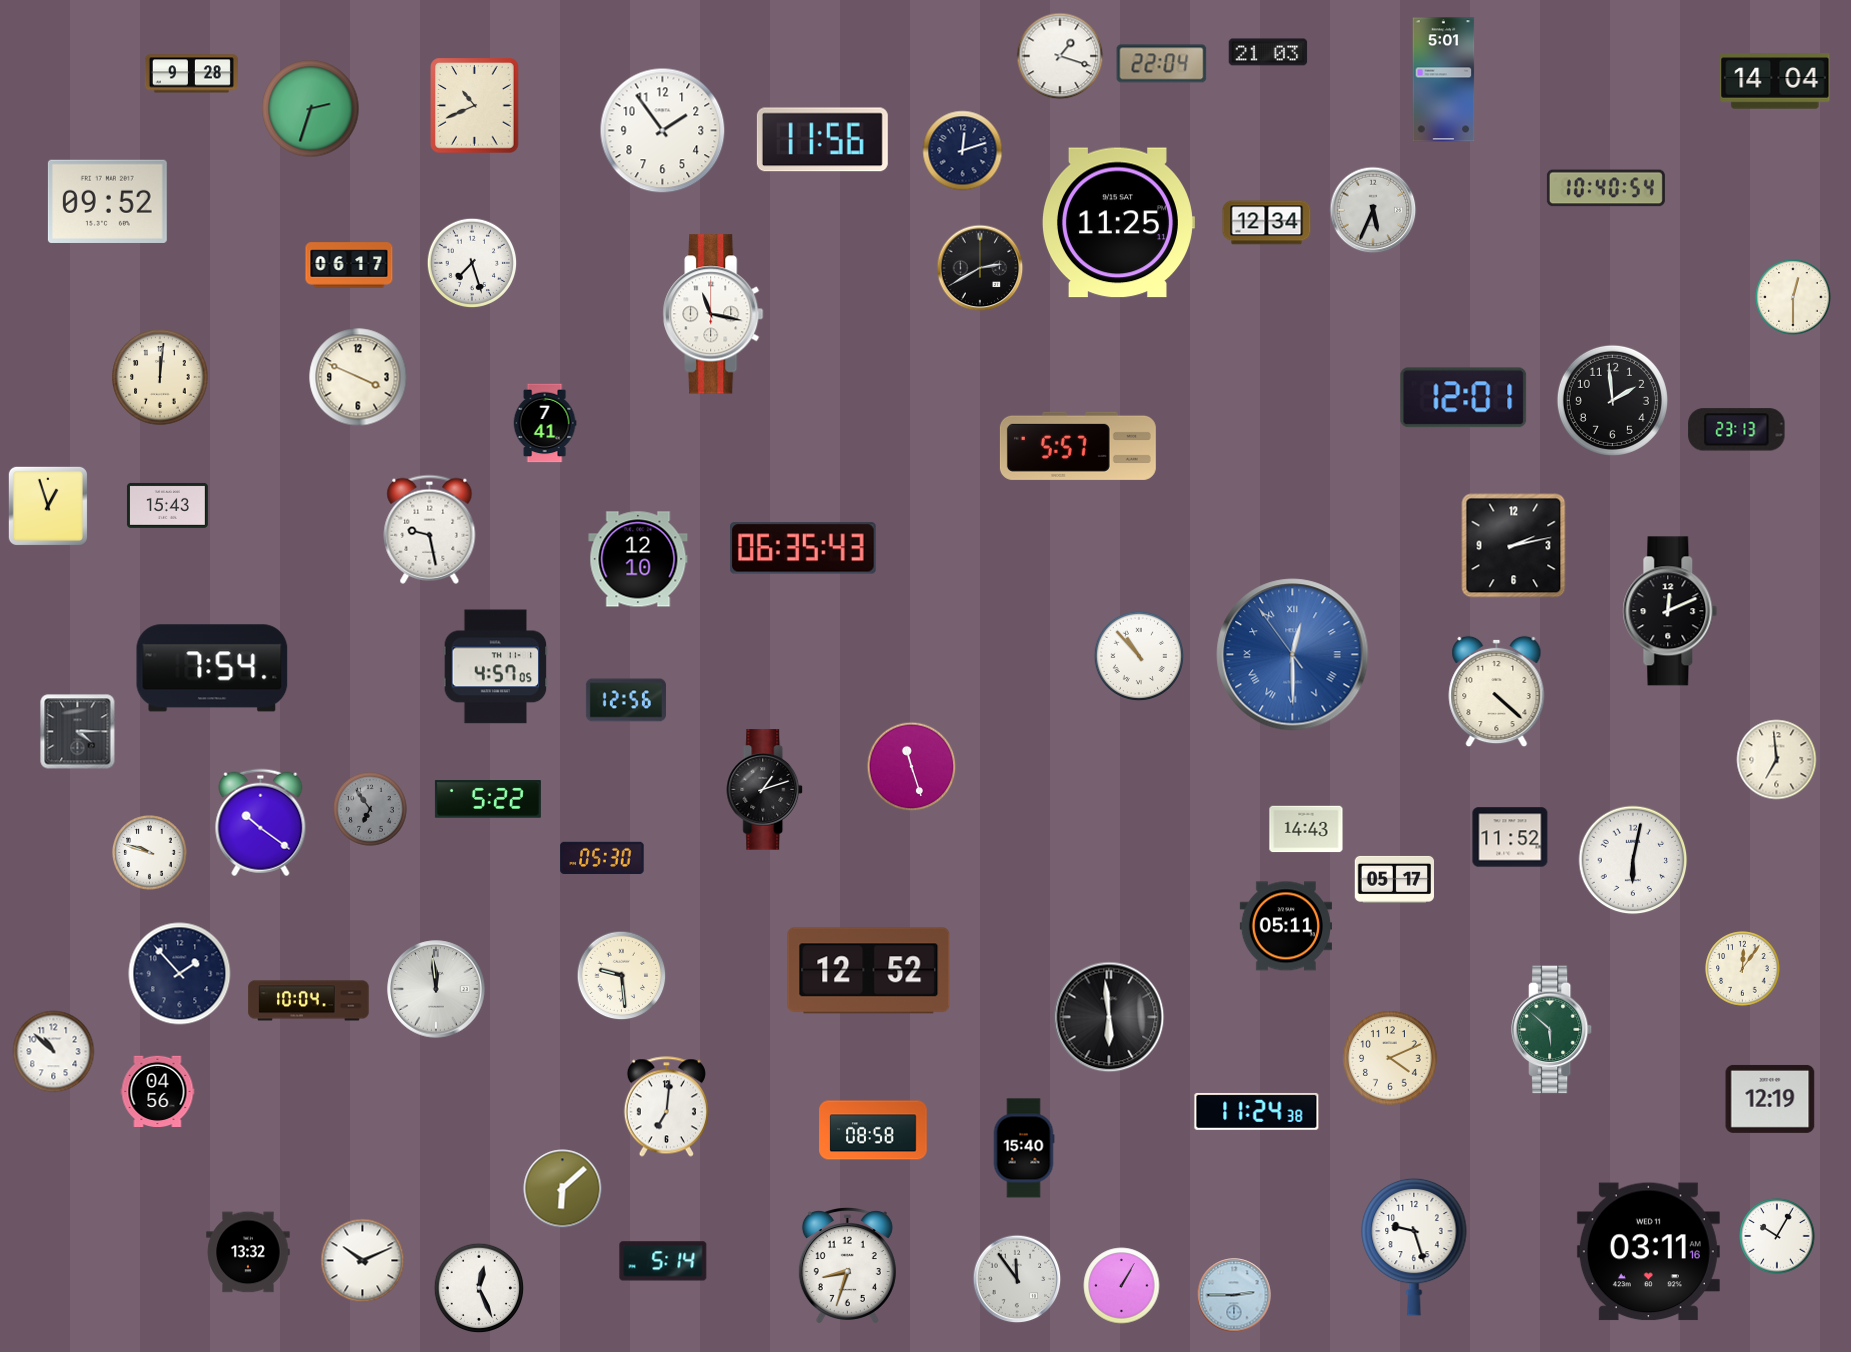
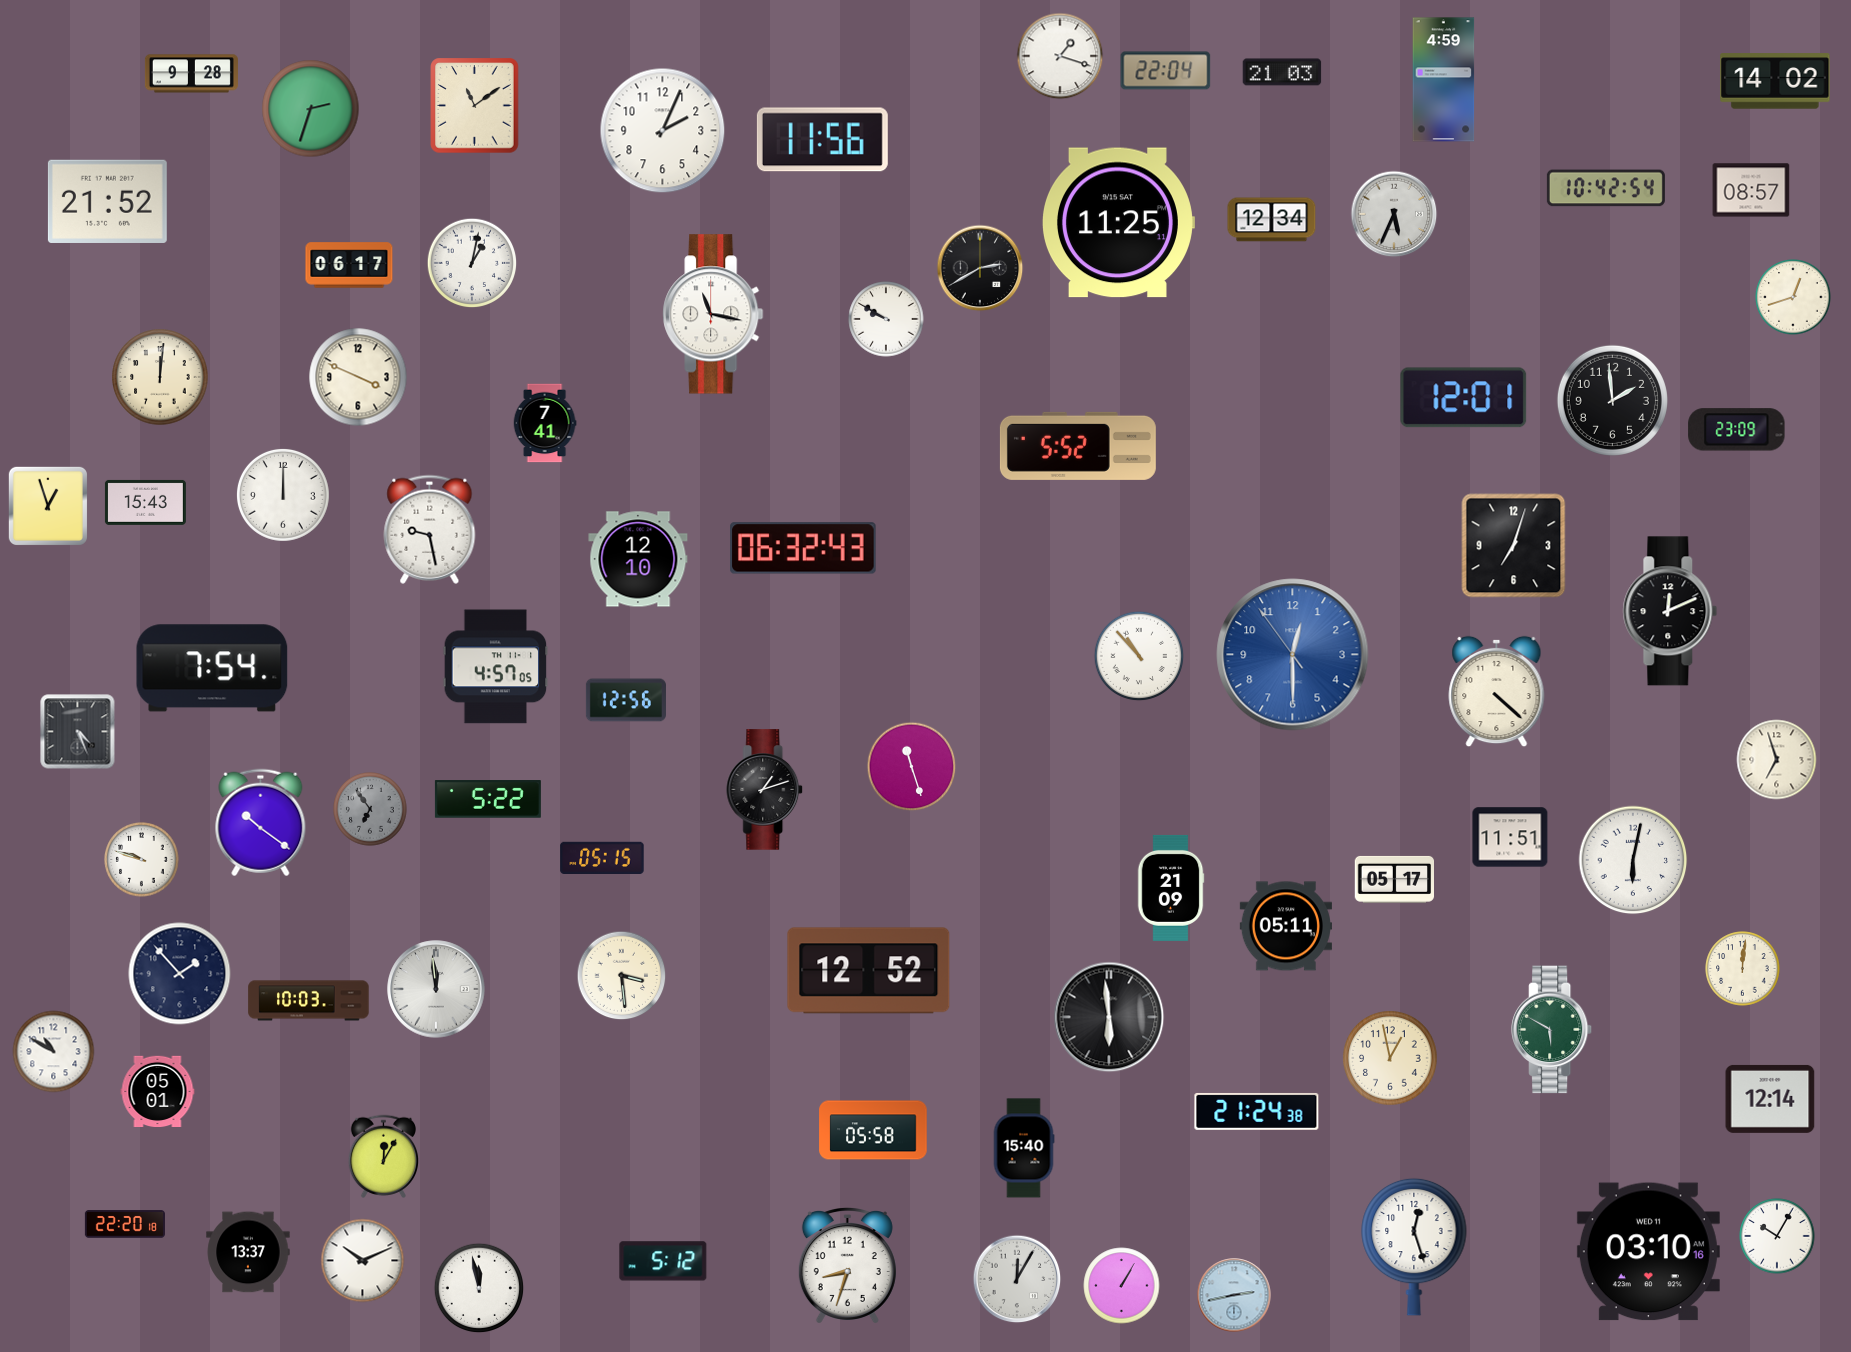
clock at (1268, 52) position: (1268, 52) -> (1282, 72)
clock at (1162, 64) position: (1162, 64) -> (1166, 71)
clock at (1444, 80): 5:01 -> 4:59
clock at (1775, 81): 14:04 -> 14:02
clock at (475, 106): 10:41 -> 11:09
clock at (663, 131): 1:54 -> 2:04
clock at (963, 151): 12:12 -> none
clock at (1606, 188): 10:40 -> 10:42
clock at (1751, 190): none -> 08:57
clock at (107, 201): 09:52 -> 21:52
clock at (1373, 210) position: (1373, 210) -> (1394, 214)
clock at (1267, 223) position: (1267, 223) -> (1272, 220)
clock at (472, 263): 7:27 -> 1:02
clock at (1793, 297): 12:30 -> 12:42
clock at (886, 319): none -> 9:50
clock at (1737, 430): 23:13 -> 23:09
clock at (1078, 446): 5:57 -> 5:52
clock at (283, 495): none -> 12:00
clock at (167, 505) position: (167, 505) -> (145, 502)
clock at (1514, 546): 2:13 -> 7:03
clock at (803, 548): 06:35 -> 06:32
clock at (1293, 655) numerals: Roman -> Arabic
clock at (78, 732): 4:15 -> 4:26
clock at (1777, 760): 6:59 -> 6:57
clock at (1306, 829): 14:43 -> none
clock at (1510, 837): 11:52 -> 11:51
clock at (150, 853) position: (150, 853) -> (142, 860)
clock at (602, 857): 05:30 -> 05:15
clock at (1171, 888): none -> 21:09
clock at (1743, 969): 12:06 -> 12:01
clock at (622, 976): 9:29 -> 3:29
clock at (309, 1001): 10:04 -> 10:03
clock at (1552, 1030): 5:52 -> 5:50
clock at (54, 1052): 10:52 -> 10:50
clock at (1390, 1058): 4:11 -> 12:58
clock at (158, 1091): 04:56 -> 05:01
clock at (1770, 1099): 12:19 -> 12:14
clock at (666, 1107): 7:01 -> none
clock at (1257, 1111): 11:24 -> 21:24
clock at (873, 1130): 08:58 -> 05:58
clock at (383, 1156): none -> 12:05
clock at (563, 1189): 6:08 -> none
clock at (125, 1224): none -> 22:20
clock at (1414, 1247): 9:27 -> 12:27
clock at (248, 1252): 13:32 -> 13:37
clock at (1648, 1252): 03:11 -> 03:10
clock at (663, 1261): 5:14 -> 5:12
clock at (1017, 1279): 11:54 -> 12:05
clock at (479, 1288): 12:26 -> 11:58
clock at (1234, 1295): 2:45 -> 2:43
